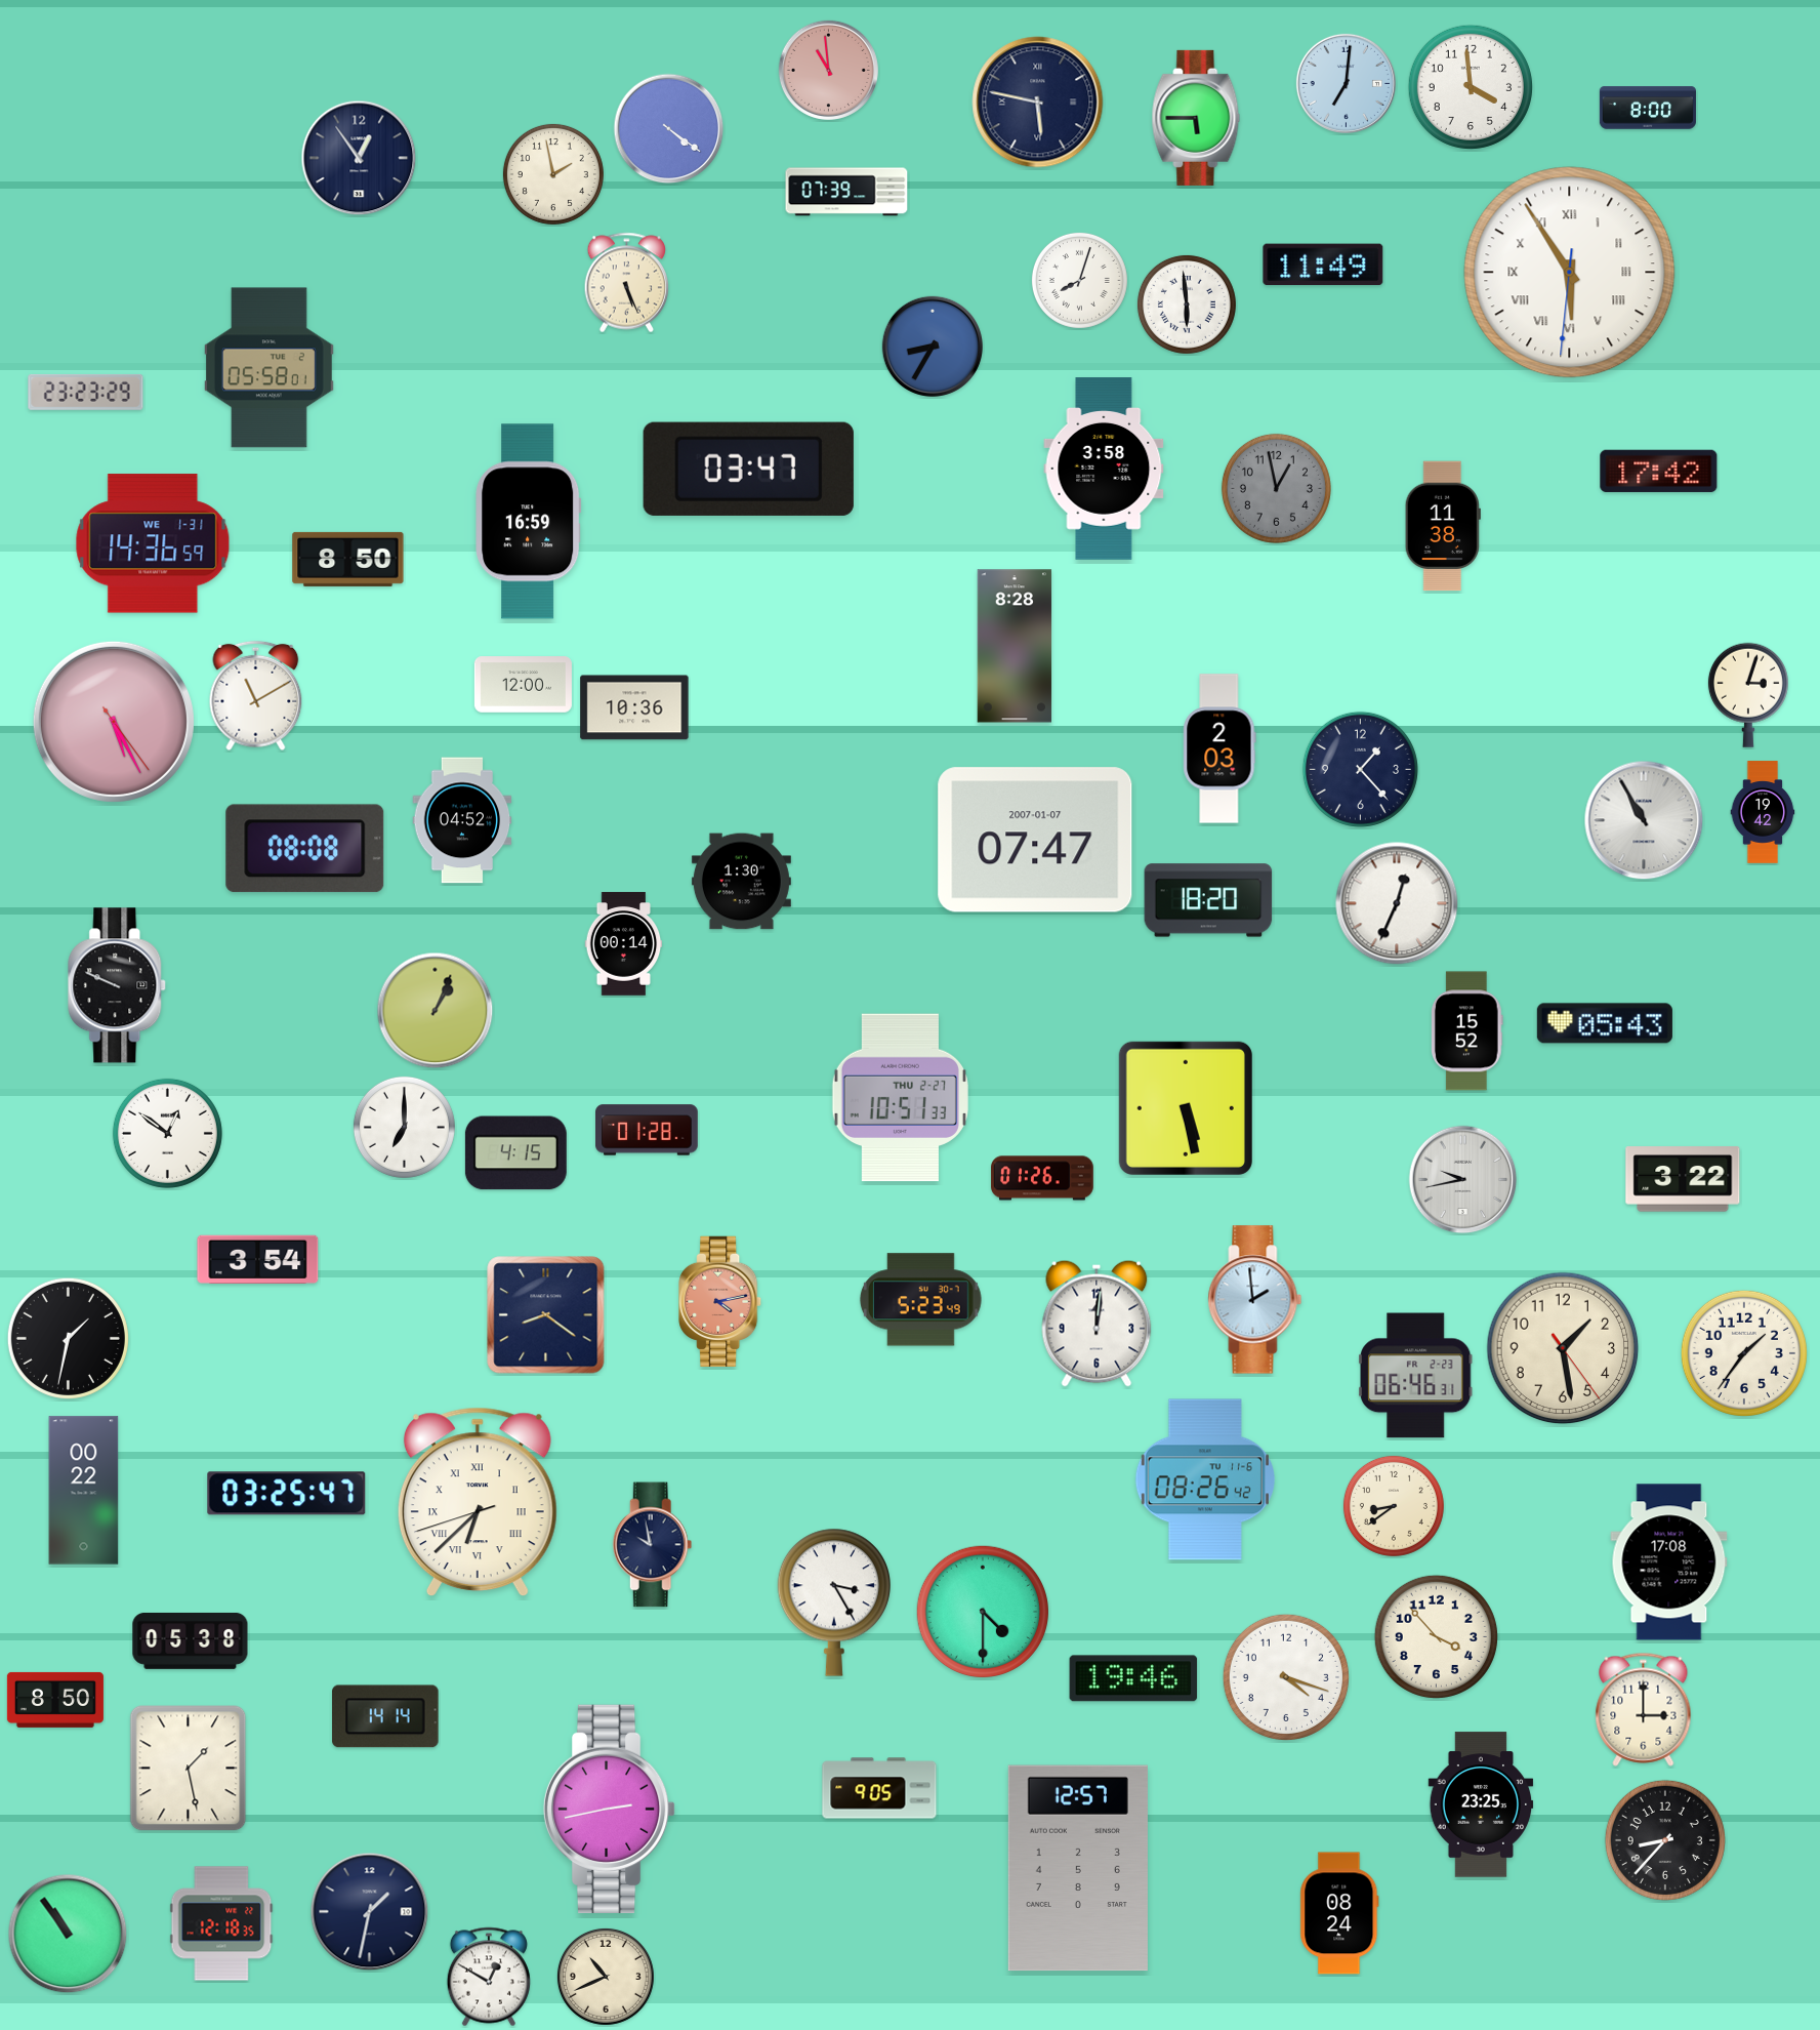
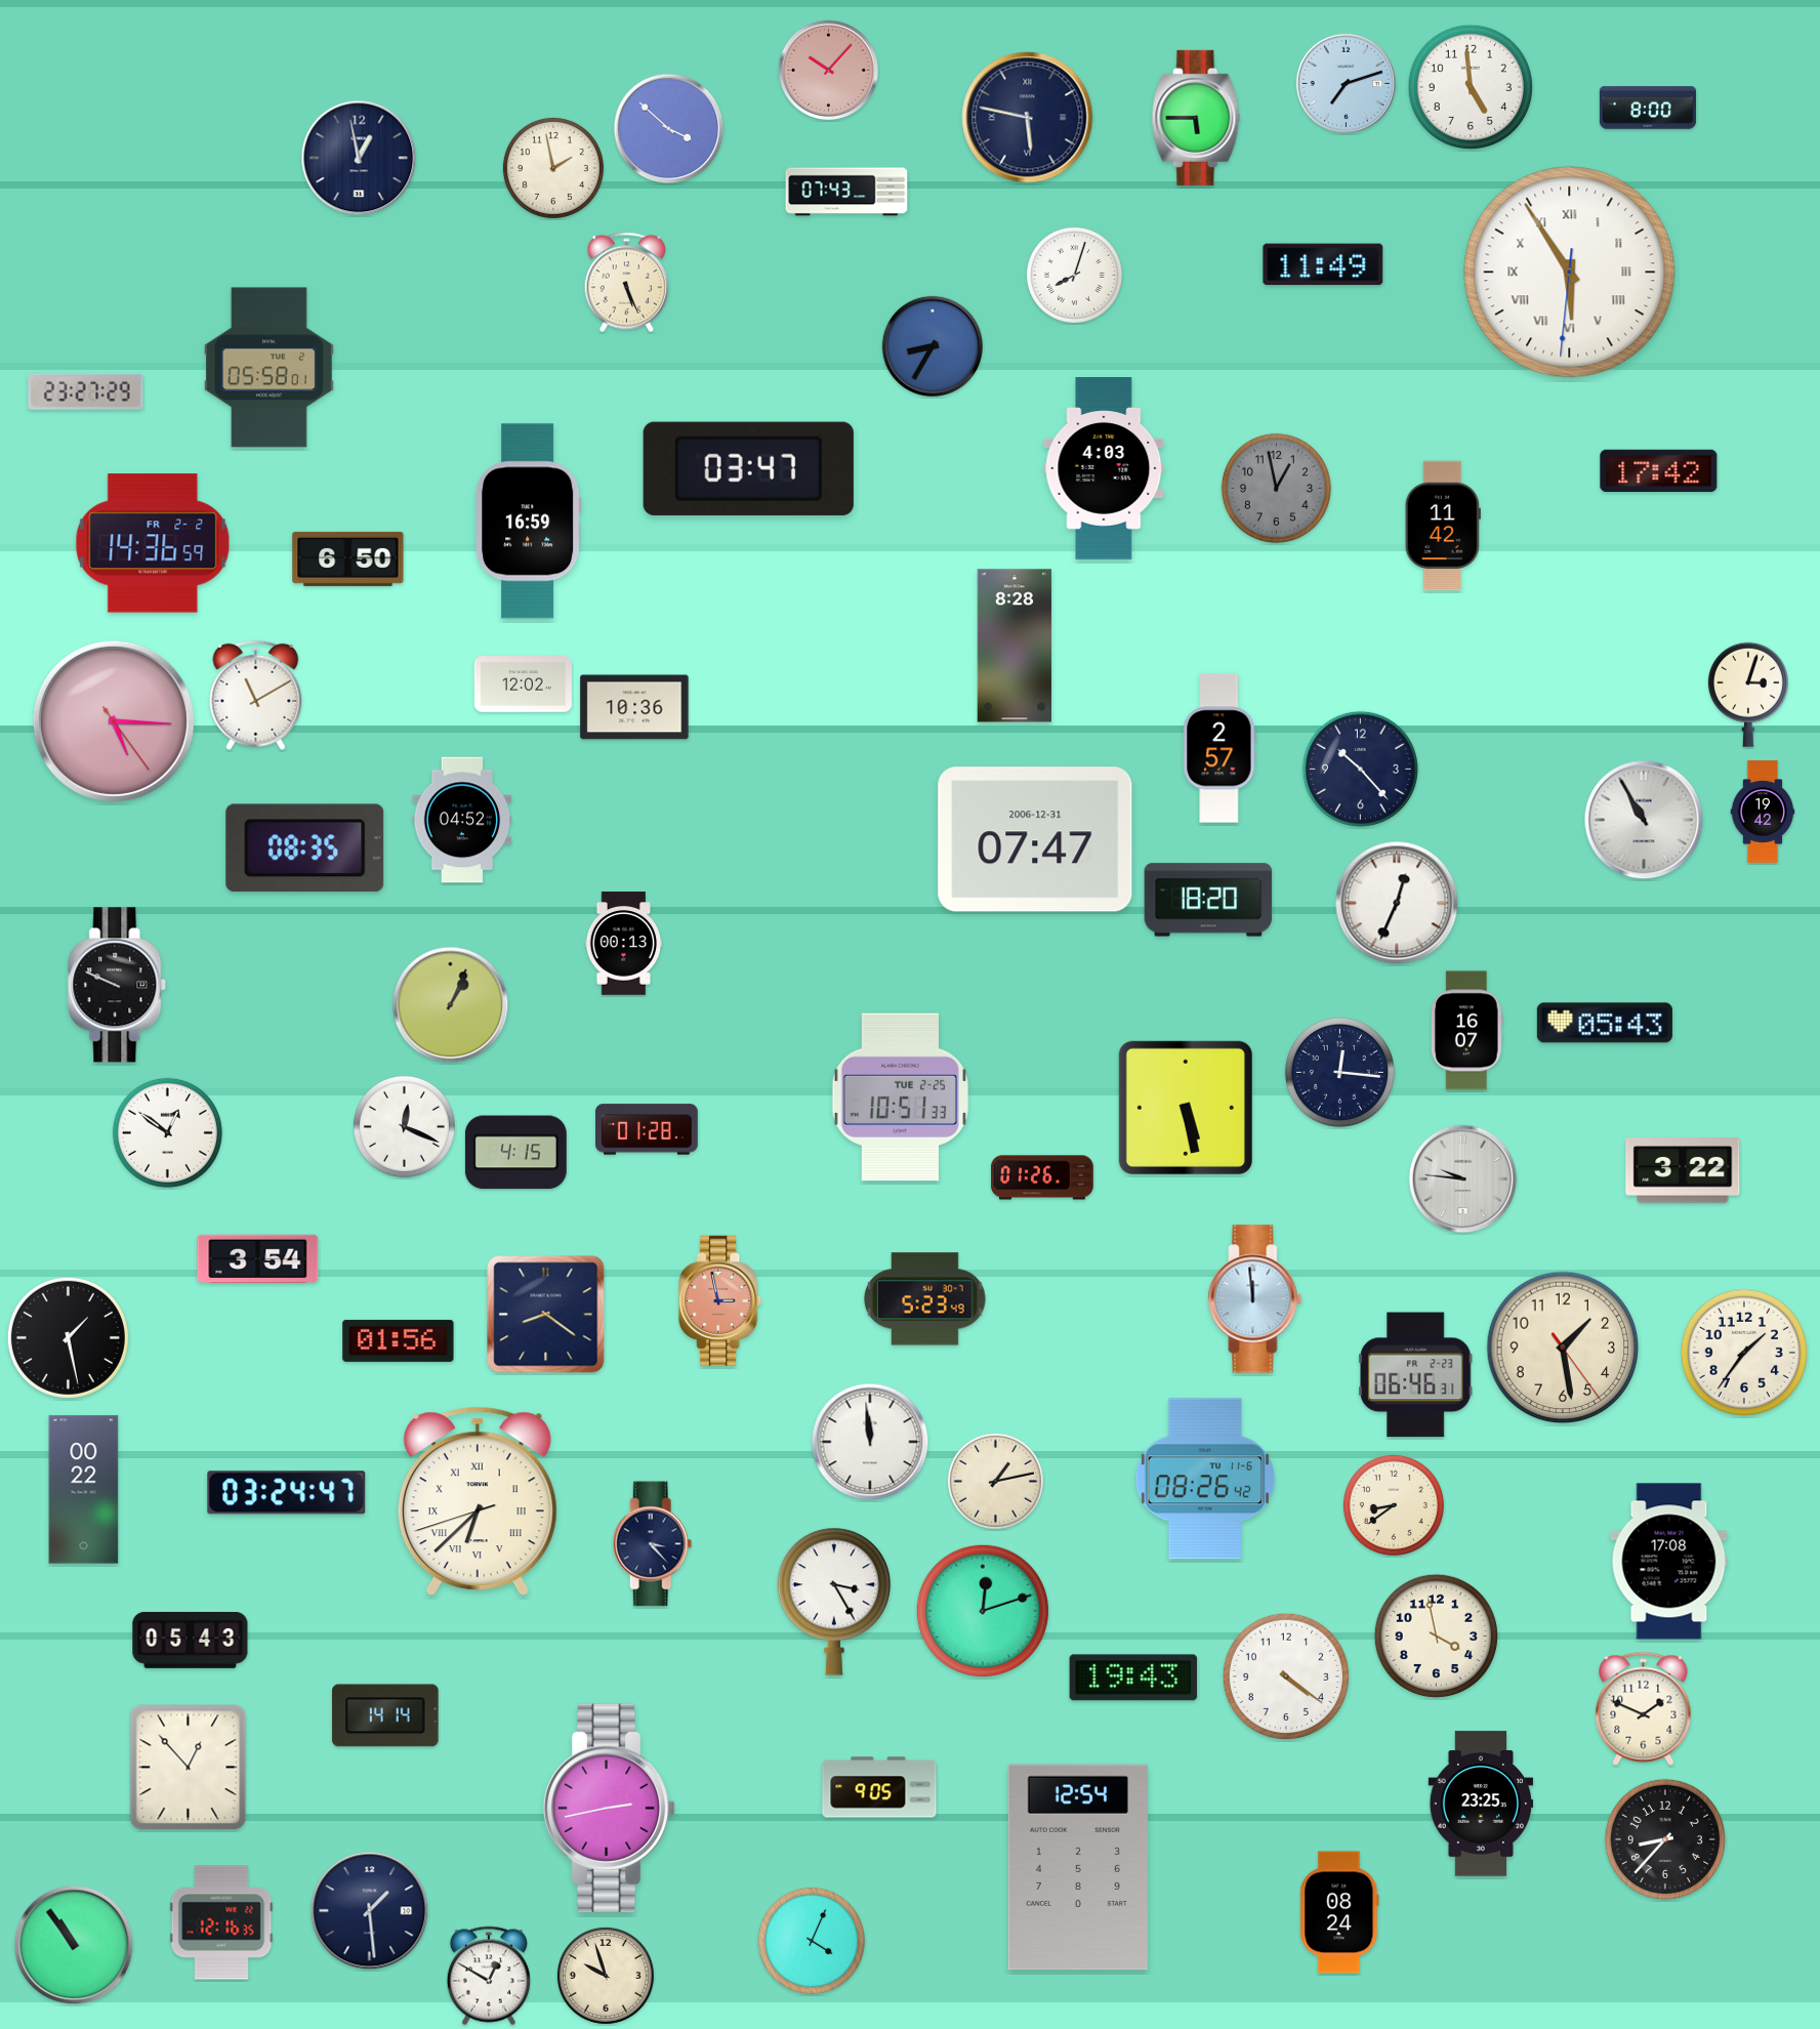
clock at (828, 70): 10:59 -> 10:07
clock at (1346, 83): 7:01 -> 7:12
clock at (1471, 87): 3:59 -> 4:59
clock at (1038, 103) position: (1038, 103) -> (1028, 118)
clock at (669, 129): 4:21 -> 3:52
clock at (359, 158): 12:54 -> 12:58
clock at (553, 174) position: (553, 174) -> (553, 168)
clock at (846, 192): 07:39 -> 07:43
clock at (1079, 280) position: (1079, 280) -> (1074, 275)
clock at (1187, 304): 5:59 -> none
clock at (86, 392): 23:23 -> 23:27
clock at (1104, 469): 3:58 -> 4:03
clock at (1443, 526): 11:38 -> 11:42
clock at (153, 543) date: WE 1-31 -> FR 2-2
clock at (348, 559): 8:50 -> 6:50
clock at (523, 685): 12:00 -> 12:02
clock at (114, 722): 5:25 -> 5:15
clock at (1219, 748): 2:03 -> 2:57
clock at (1360, 769): 1:23 -> 10:23
clock at (1035, 840) date: 2007-01-07 -> 2006-12-31
clock at (305, 849): 08:08 -> 08:35
clock at (741, 882): 1:30 -> none
clock at (624, 944): 00:14 -> 00:13
clock at (436, 1011) position: (436, 1011) -> (451, 1005)
clock at (1466, 1031): 15:52 -> 16:07
clock at (1339, 1072): none -> 12:16
clock at (900, 1098) date: THU 2-27 -> TUE 2-25
clock at (404, 1127): 7:00 -> 12:19
clock at (1683, 1179) position: (1683, 1179) -> (1683, 1170)
clock at (1463, 1180): 9:43 -> 9:46
clock at (920, 1300) position: (920, 1300) -> (924, 1299)
clock at (1255, 1300): 1:59 -> 11:59
clock at (720, 1302): 4:13 -> 2:58
clock at (1097, 1324): 12:01 -> none
clock at (68, 1338): 1:32 -> 1:28
clock at (399, 1340): none -> 01:56
clock at (870, 1442): none -> 11:59
clock at (995, 1481): none -> 1:13
clock at (287, 1494): 03:25 -> 03:24
clock at (653, 1545): 9:58 -> 3:23
clock at (982, 1611): 4:30 -> 12:12
clock at (1436, 1636): 3:53 -> 3:58
clock at (191, 1640): 05:38 -> 05:43
clock at (1286, 1677): 4:18 -> 4:21
clock at (1133, 1678): 19:46 -> 19:43
clock at (55, 1700): 8:50 -> none
clock at (1644, 1709): 3:00 -> 1:49
clock at (189, 1769): 1:28 -> 12:53
clock at (1078, 1868): 12:57 -> 12:54
clock at (370, 1912): 1:32 -> 1:29
clock at (221, 1923): 12:18 -> 12:16
clock at (68, 1934) position: (68, 1934) -> (74, 1945)
clock at (812, 1941): none -> 4:04
clock at (606, 1977): 10:41 -> 9:57
